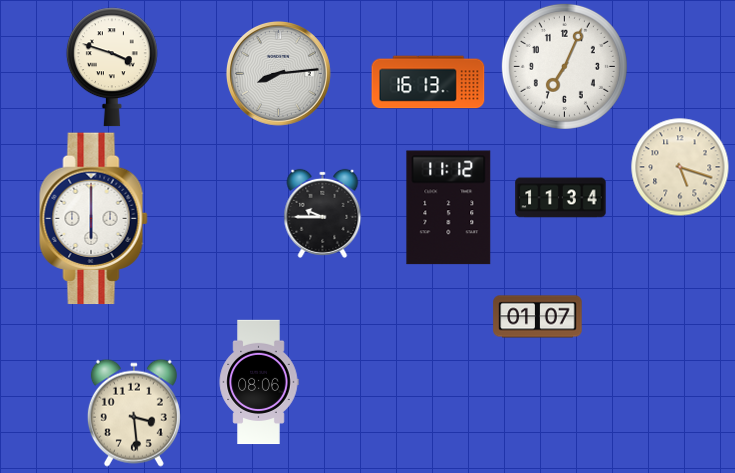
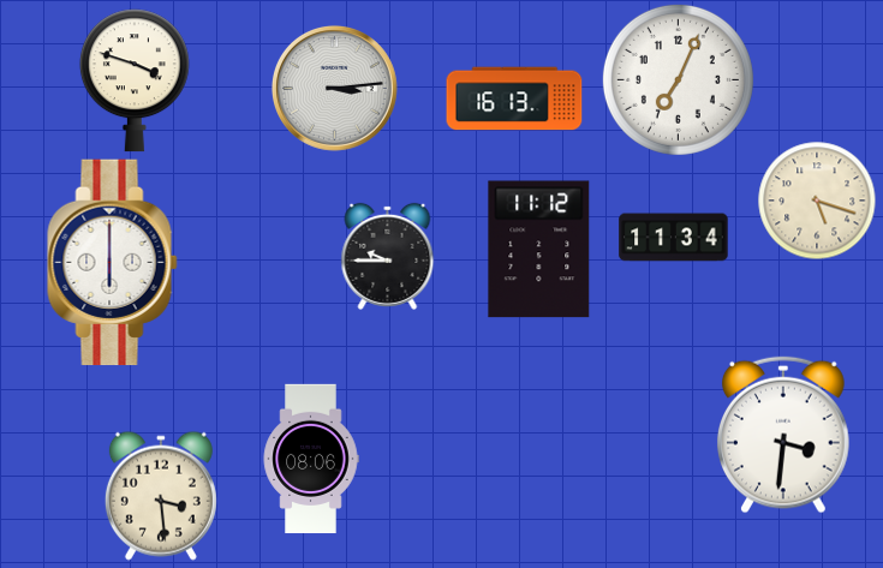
clock at (278, 73): 8:14 -> 3:14
clock at (538, 317): 01:07 -> none
clock at (783, 435): none -> 3:31
